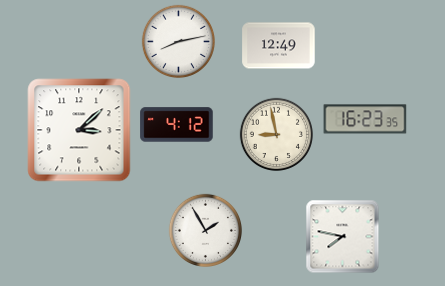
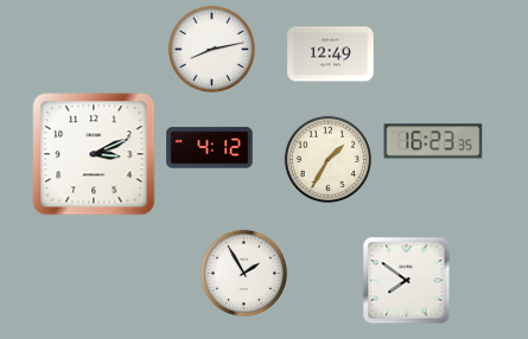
clock at (79, 130): 3:08 -> 3:11
clock at (276, 134): 8:58 -> 1:35
clock at (343, 237): 7:47 -> 7:51
